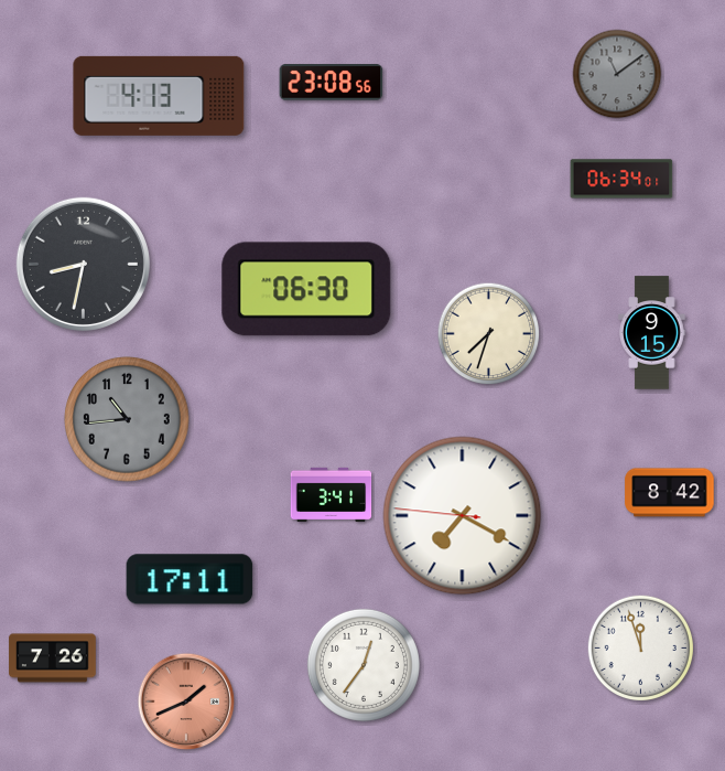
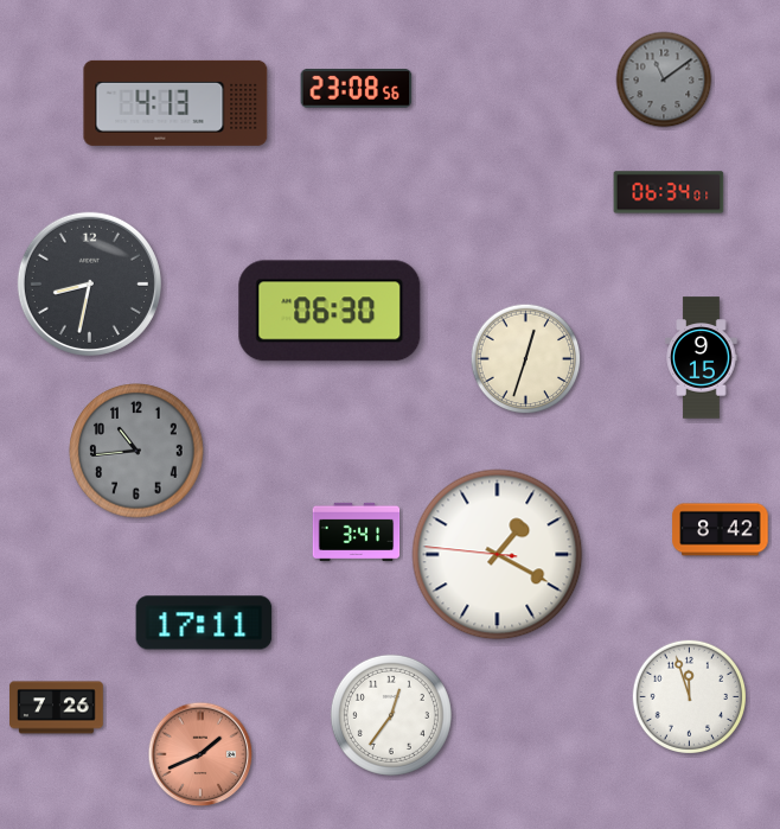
clock at (159, 96) position: (159, 96) -> (175, 103)
clock at (489, 334): 7:33 -> 12:33
clock at (463, 516): 7:19 -> 1:19
